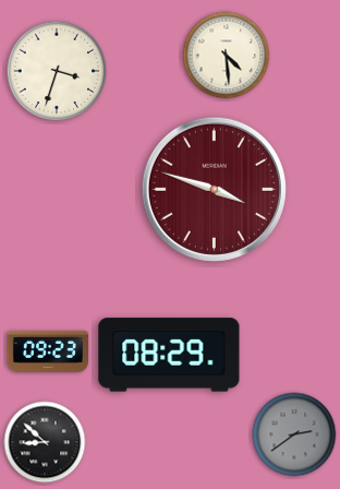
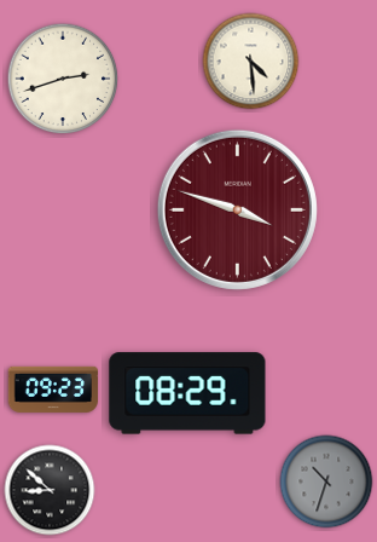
clock at (57, 71): 3:33 -> 2:42
clock at (294, 434): 2:39 -> 10:33
